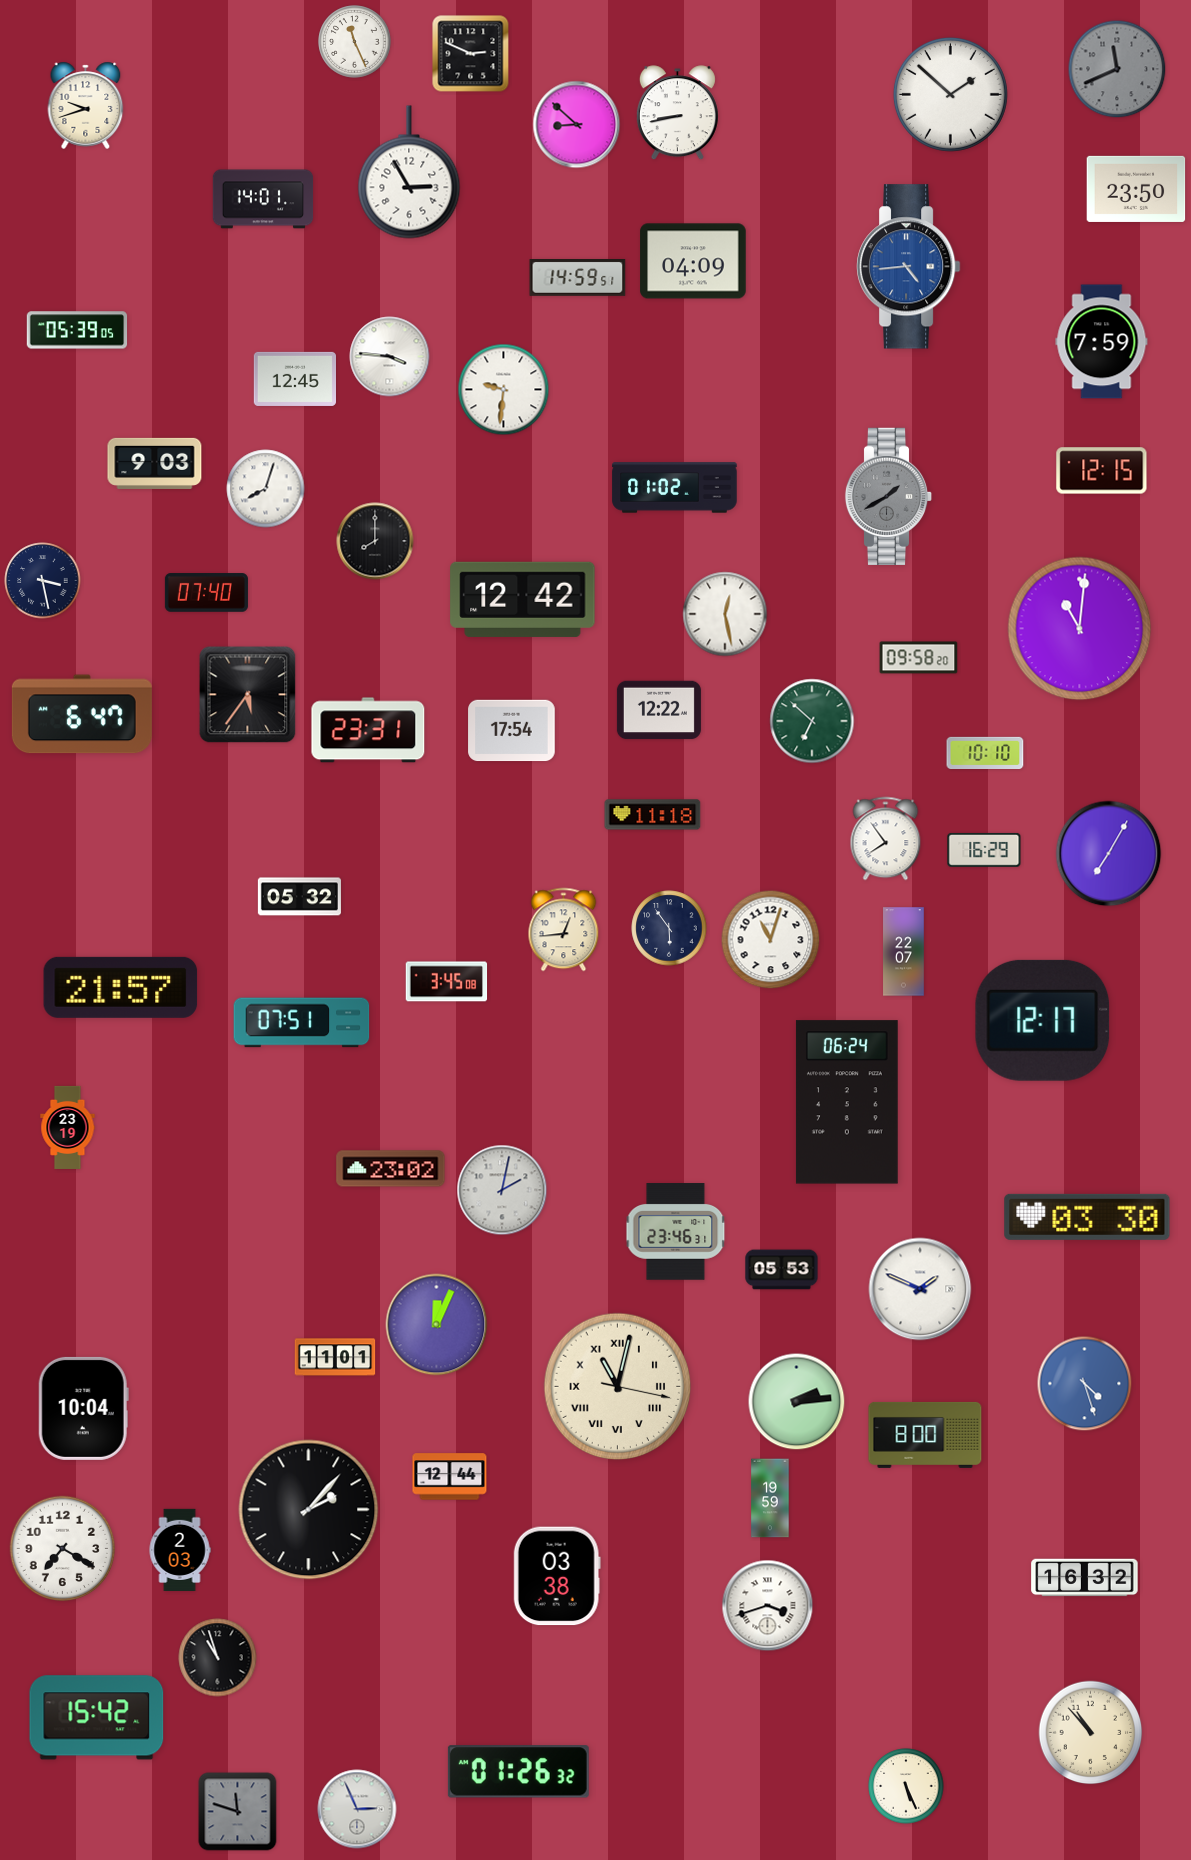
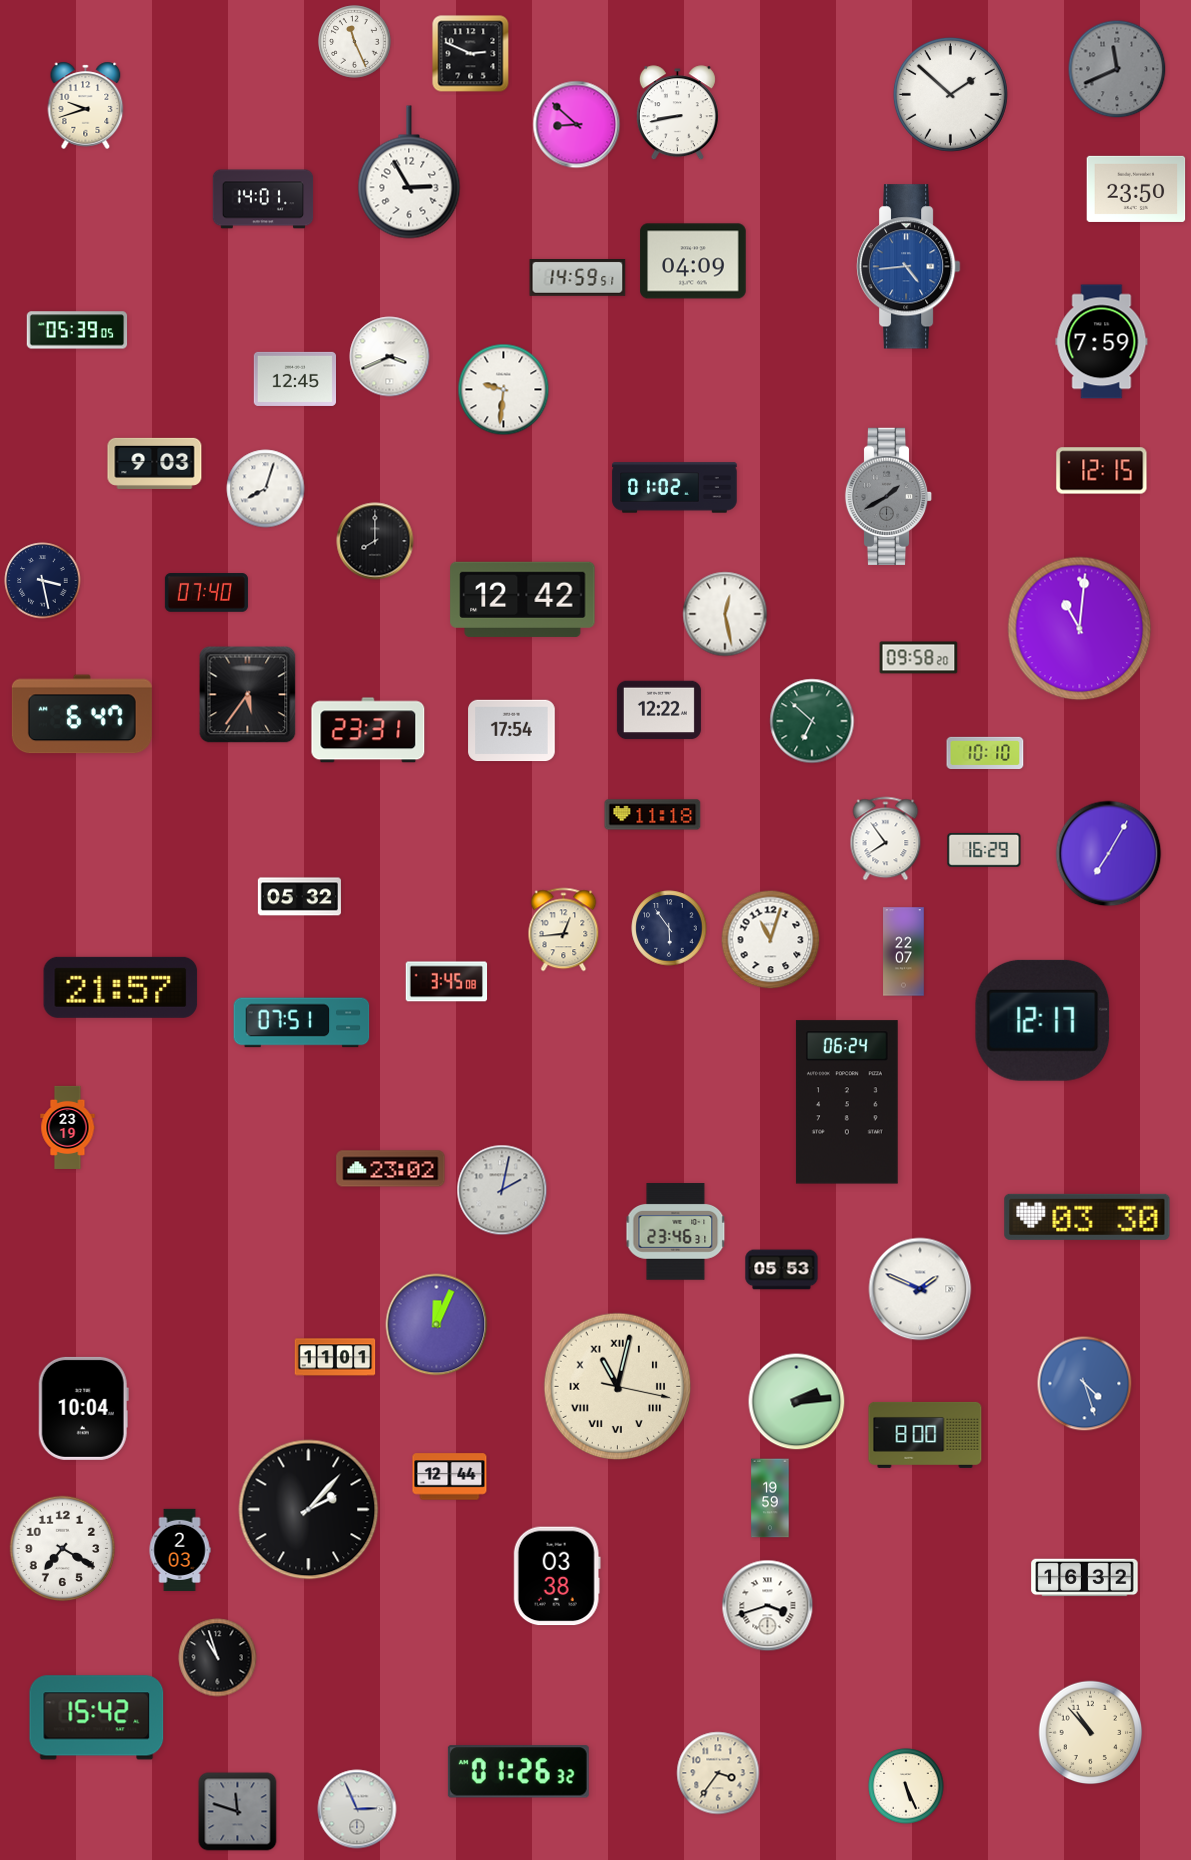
clock at (390, 357): 3:46 -> 3:41
clock at (718, 1773): none -> 3:36
